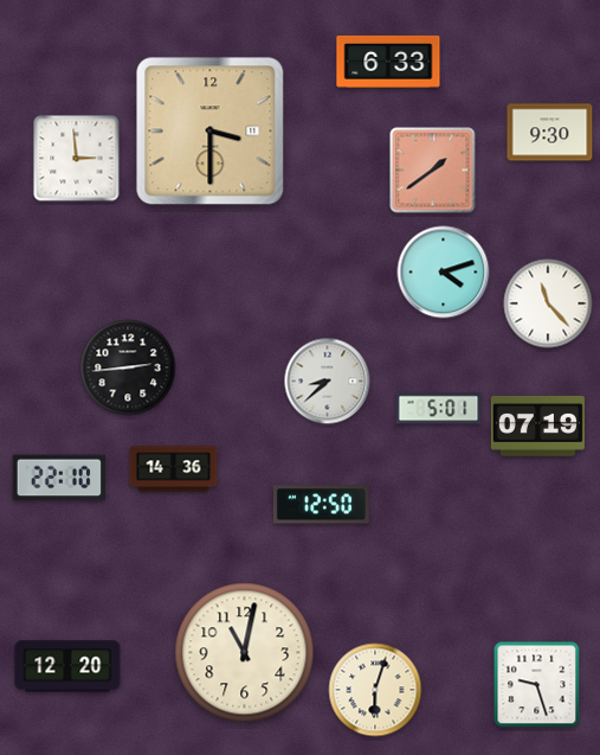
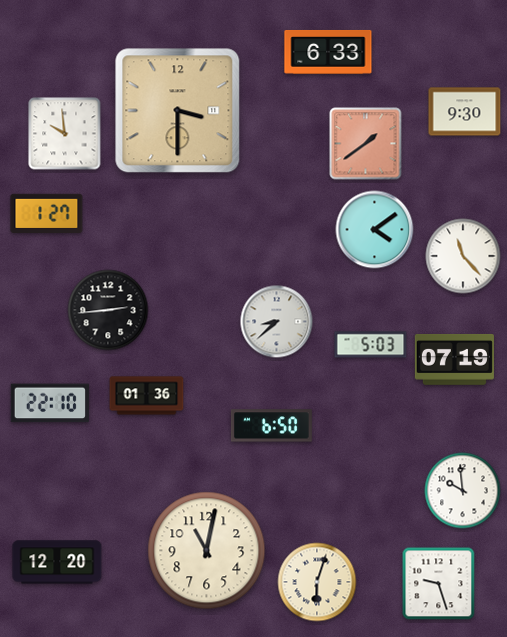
clock at (77, 159): 2:59 -> 9:59
clock at (47, 213): none -> 1:27
clock at (444, 273): 4:12 -> 4:09
clock at (439, 409): 5:01 -> 5:03
clock at (174, 469): 14:36 -> 01:36
clock at (321, 505): 12:50 -> 6:50
clock at (463, 491): none -> 9:59
clock at (537, 685) position: (537, 685) -> (439, 584)
